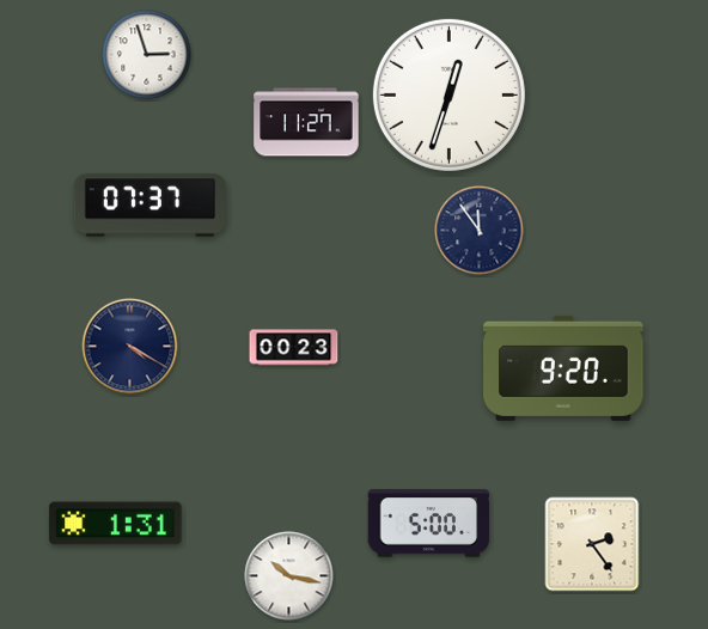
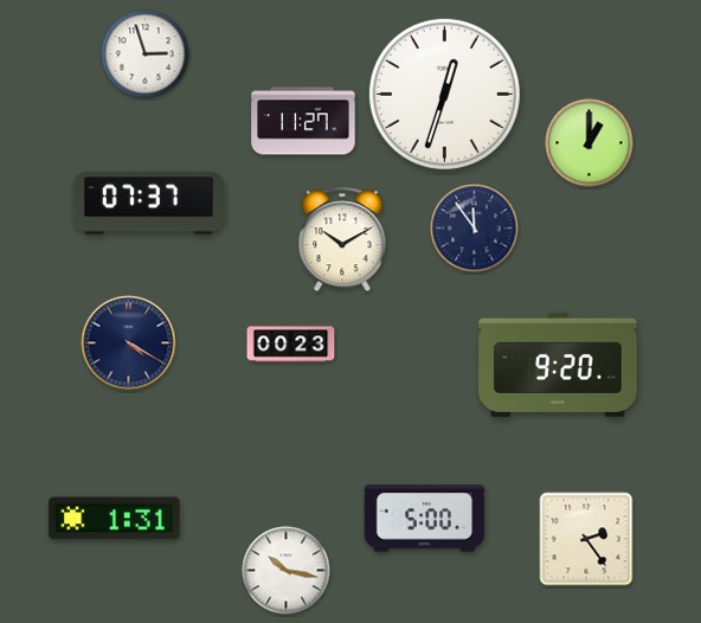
clock at (590, 143): none -> 1:00
clock at (342, 240): none -> 10:10
